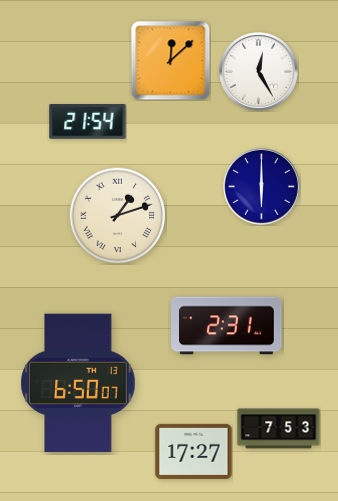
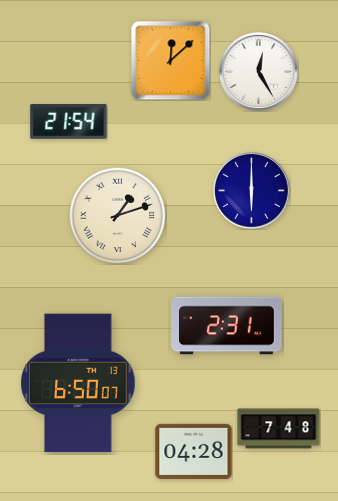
clock at (88, 122) position: (88, 122) -> (69, 122)
clock at (262, 187) position: (262, 187) -> (252, 191)
clock at (279, 429): 7:53 -> 7:48
clock at (194, 451): 17:27 -> 04:28
